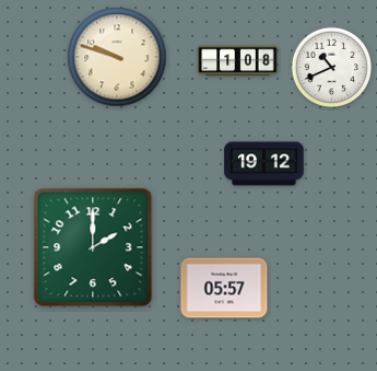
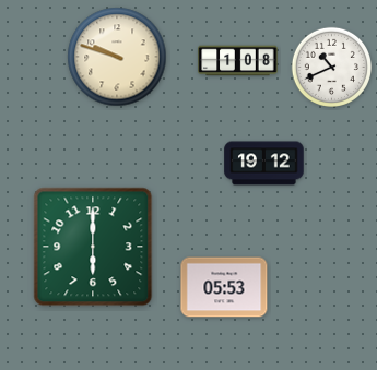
clock at (93, 247): 2:00 -> 6:00
clock at (224, 288): 05:57 -> 05:53
